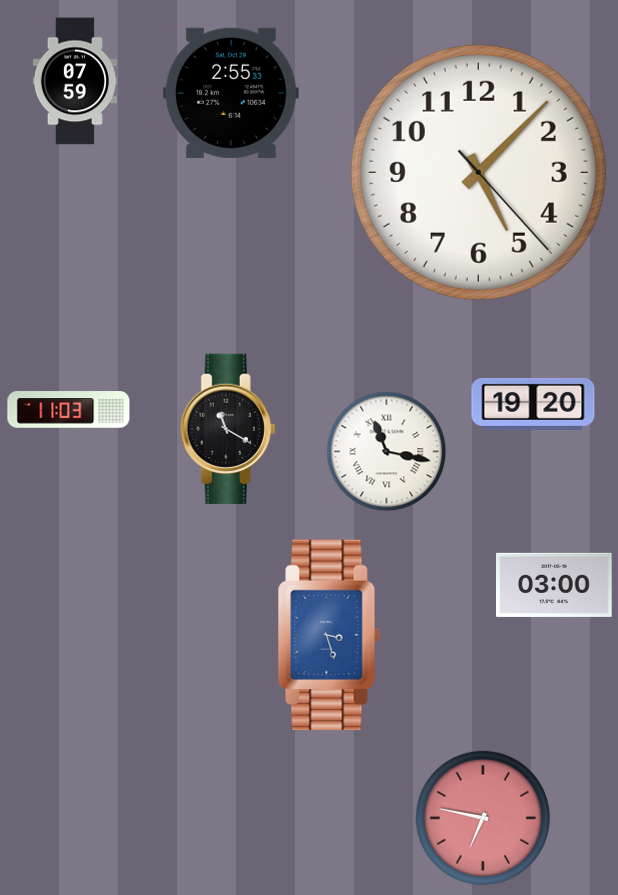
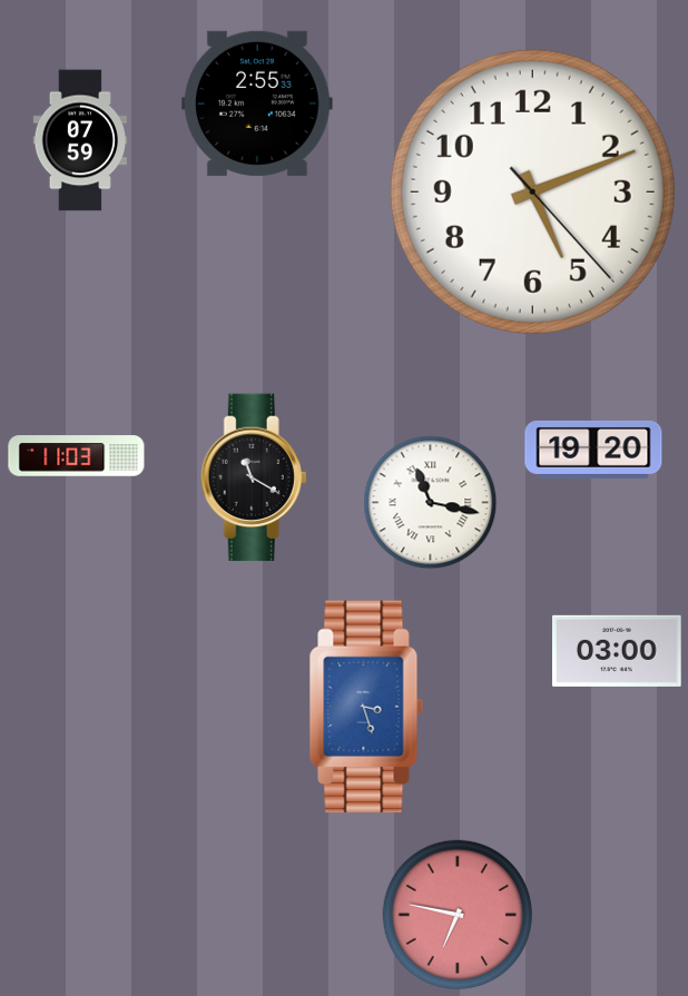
clock at (74, 81) position: (74, 81) -> (79, 140)
clock at (478, 172): 5:07 -> 5:11
clock at (482, 817) position: (482, 817) -> (456, 914)
